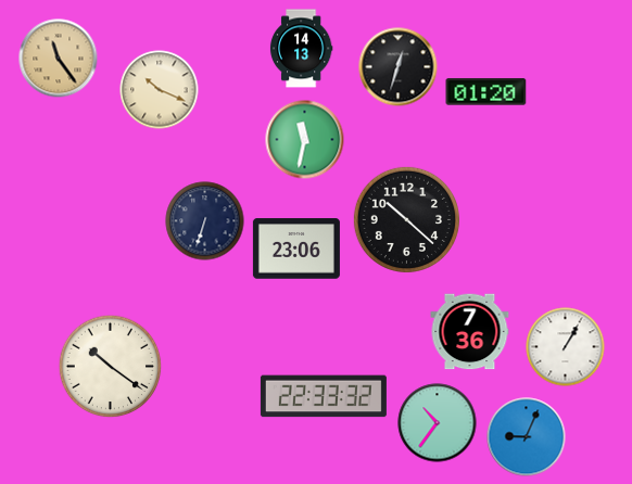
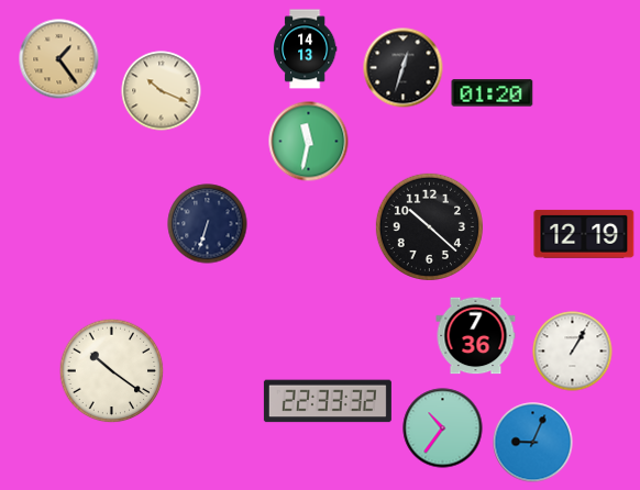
clock at (59, 59): 11:24 -> 1:24
clock at (406, 219) position: (406, 219) -> (429, 226)
clock at (584, 234): none -> 12:19
clock at (296, 249): 23:06 -> none
